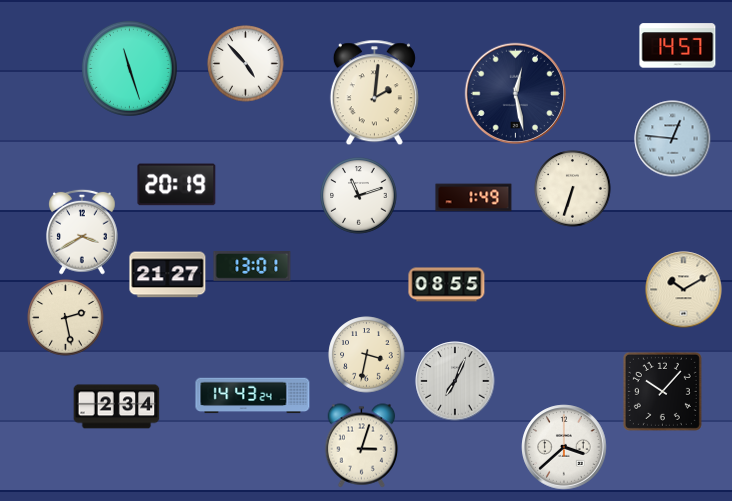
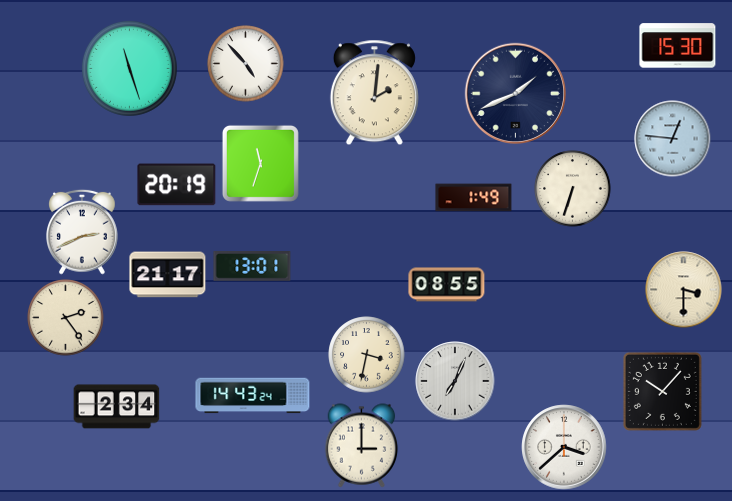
clock at (678, 46): 14:57 -> 15:30
clock at (515, 93): 12:28 -> 1:41
clock at (260, 163): none -> 11:33
clock at (359, 196): 11:12 -> none
clock at (83, 232): 3:40 -> 2:41
clock at (168, 275): 21:27 -> 21:17
clock at (684, 290): 10:10 -> 3:30
clock at (66, 318): 2:28 -> 2:24
clock at (362, 446): 3:03 -> 3:00
